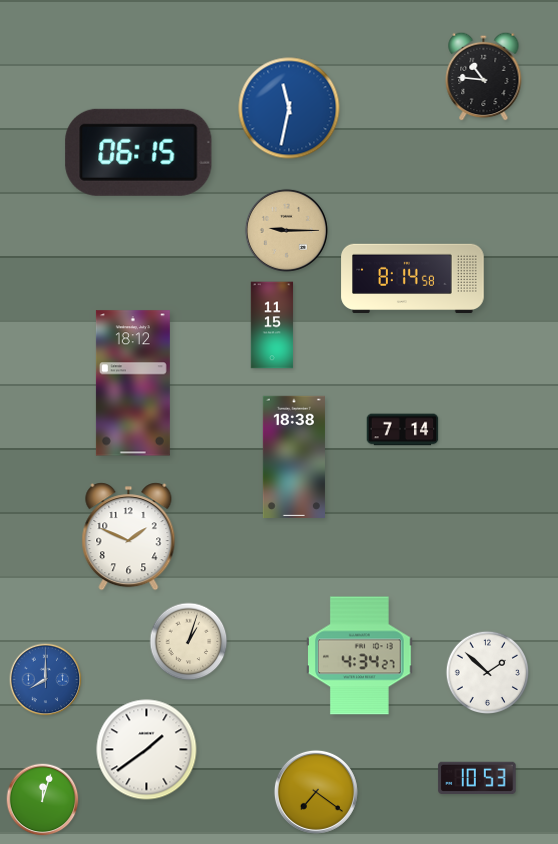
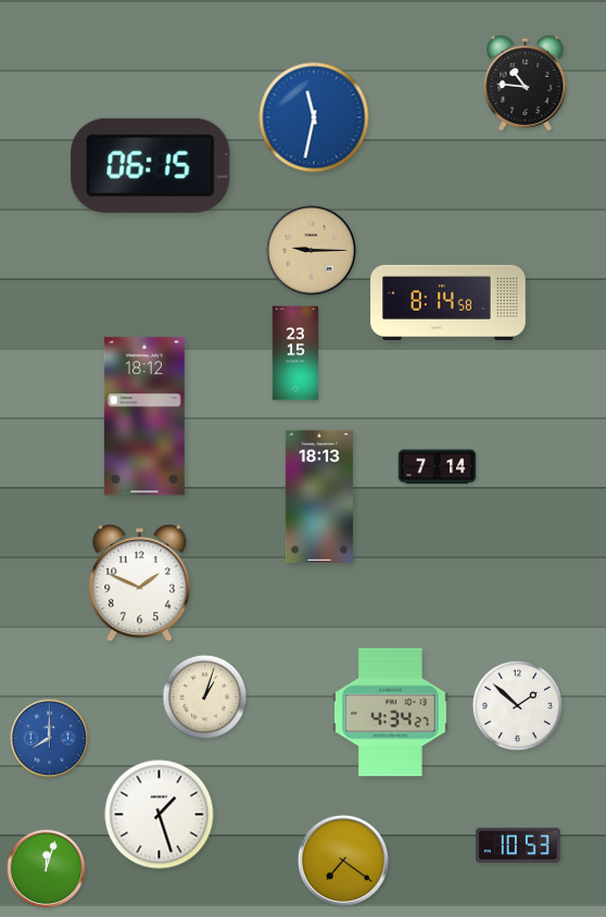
clock at (272, 325): 11:15 -> 23:15
clock at (294, 456): 18:38 -> 18:13
clock at (487, 672) position: (487, 672) -> (517, 705)
clock at (147, 750): 1:39 -> 1:27
